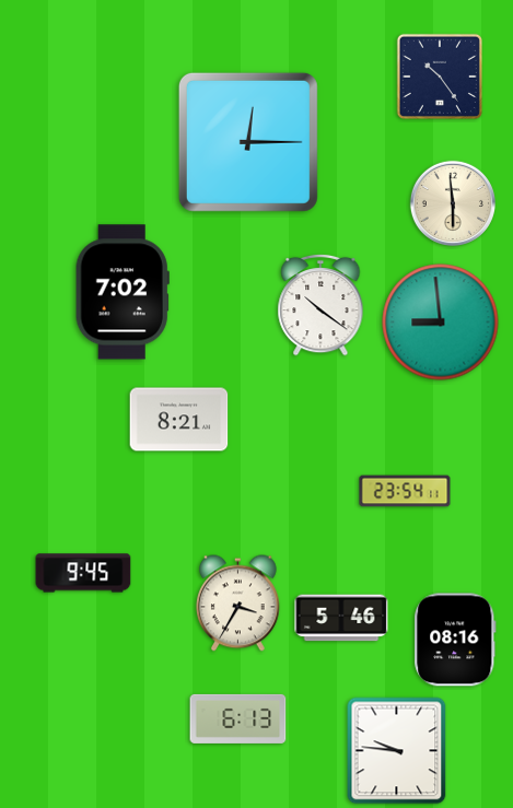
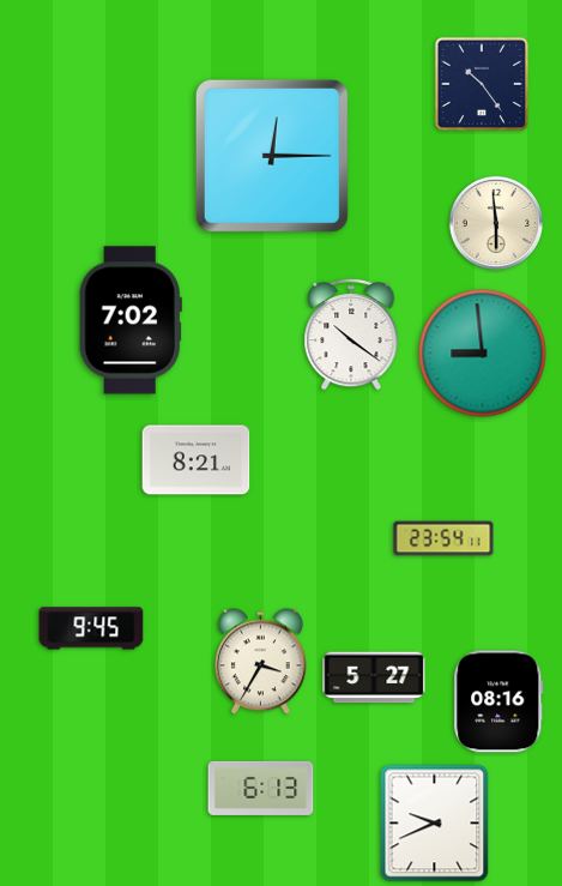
clock at (123, 292) position: (123, 292) -> (131, 320)
clock at (341, 618): 5:46 -> 5:27
clock at (397, 751): 9:46 -> 9:41
